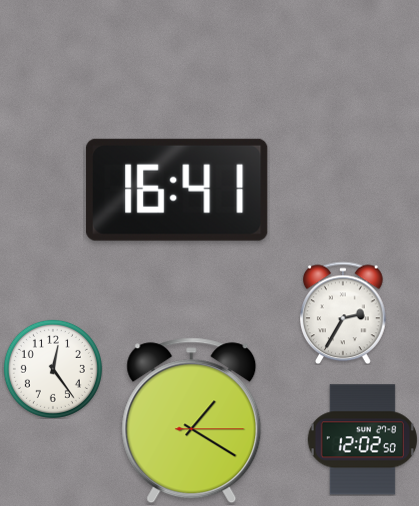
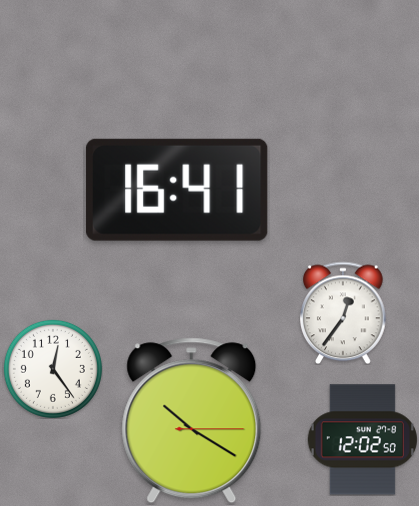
clock at (344, 313): 2:35 -> 12:36
clock at (192, 421): 1:20 -> 10:20
